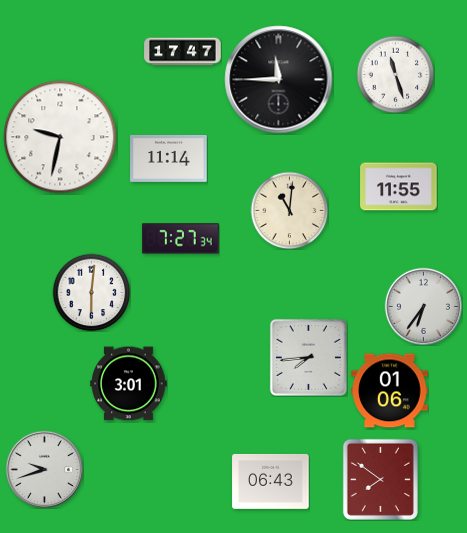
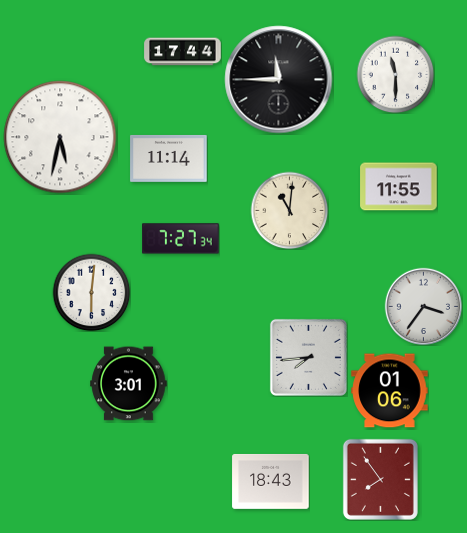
clock at (183, 52): 17:47 -> 17:44
clock at (395, 74): 11:27 -> 11:30
clock at (60, 137): 9:32 -> 5:32
clock at (423, 306): 6:36 -> 3:36
clock at (44, 469): 9:42 -> none
clock at (380, 479): 7:51 -> 7:54
clock at (271, 482): 06:43 -> 18:43
